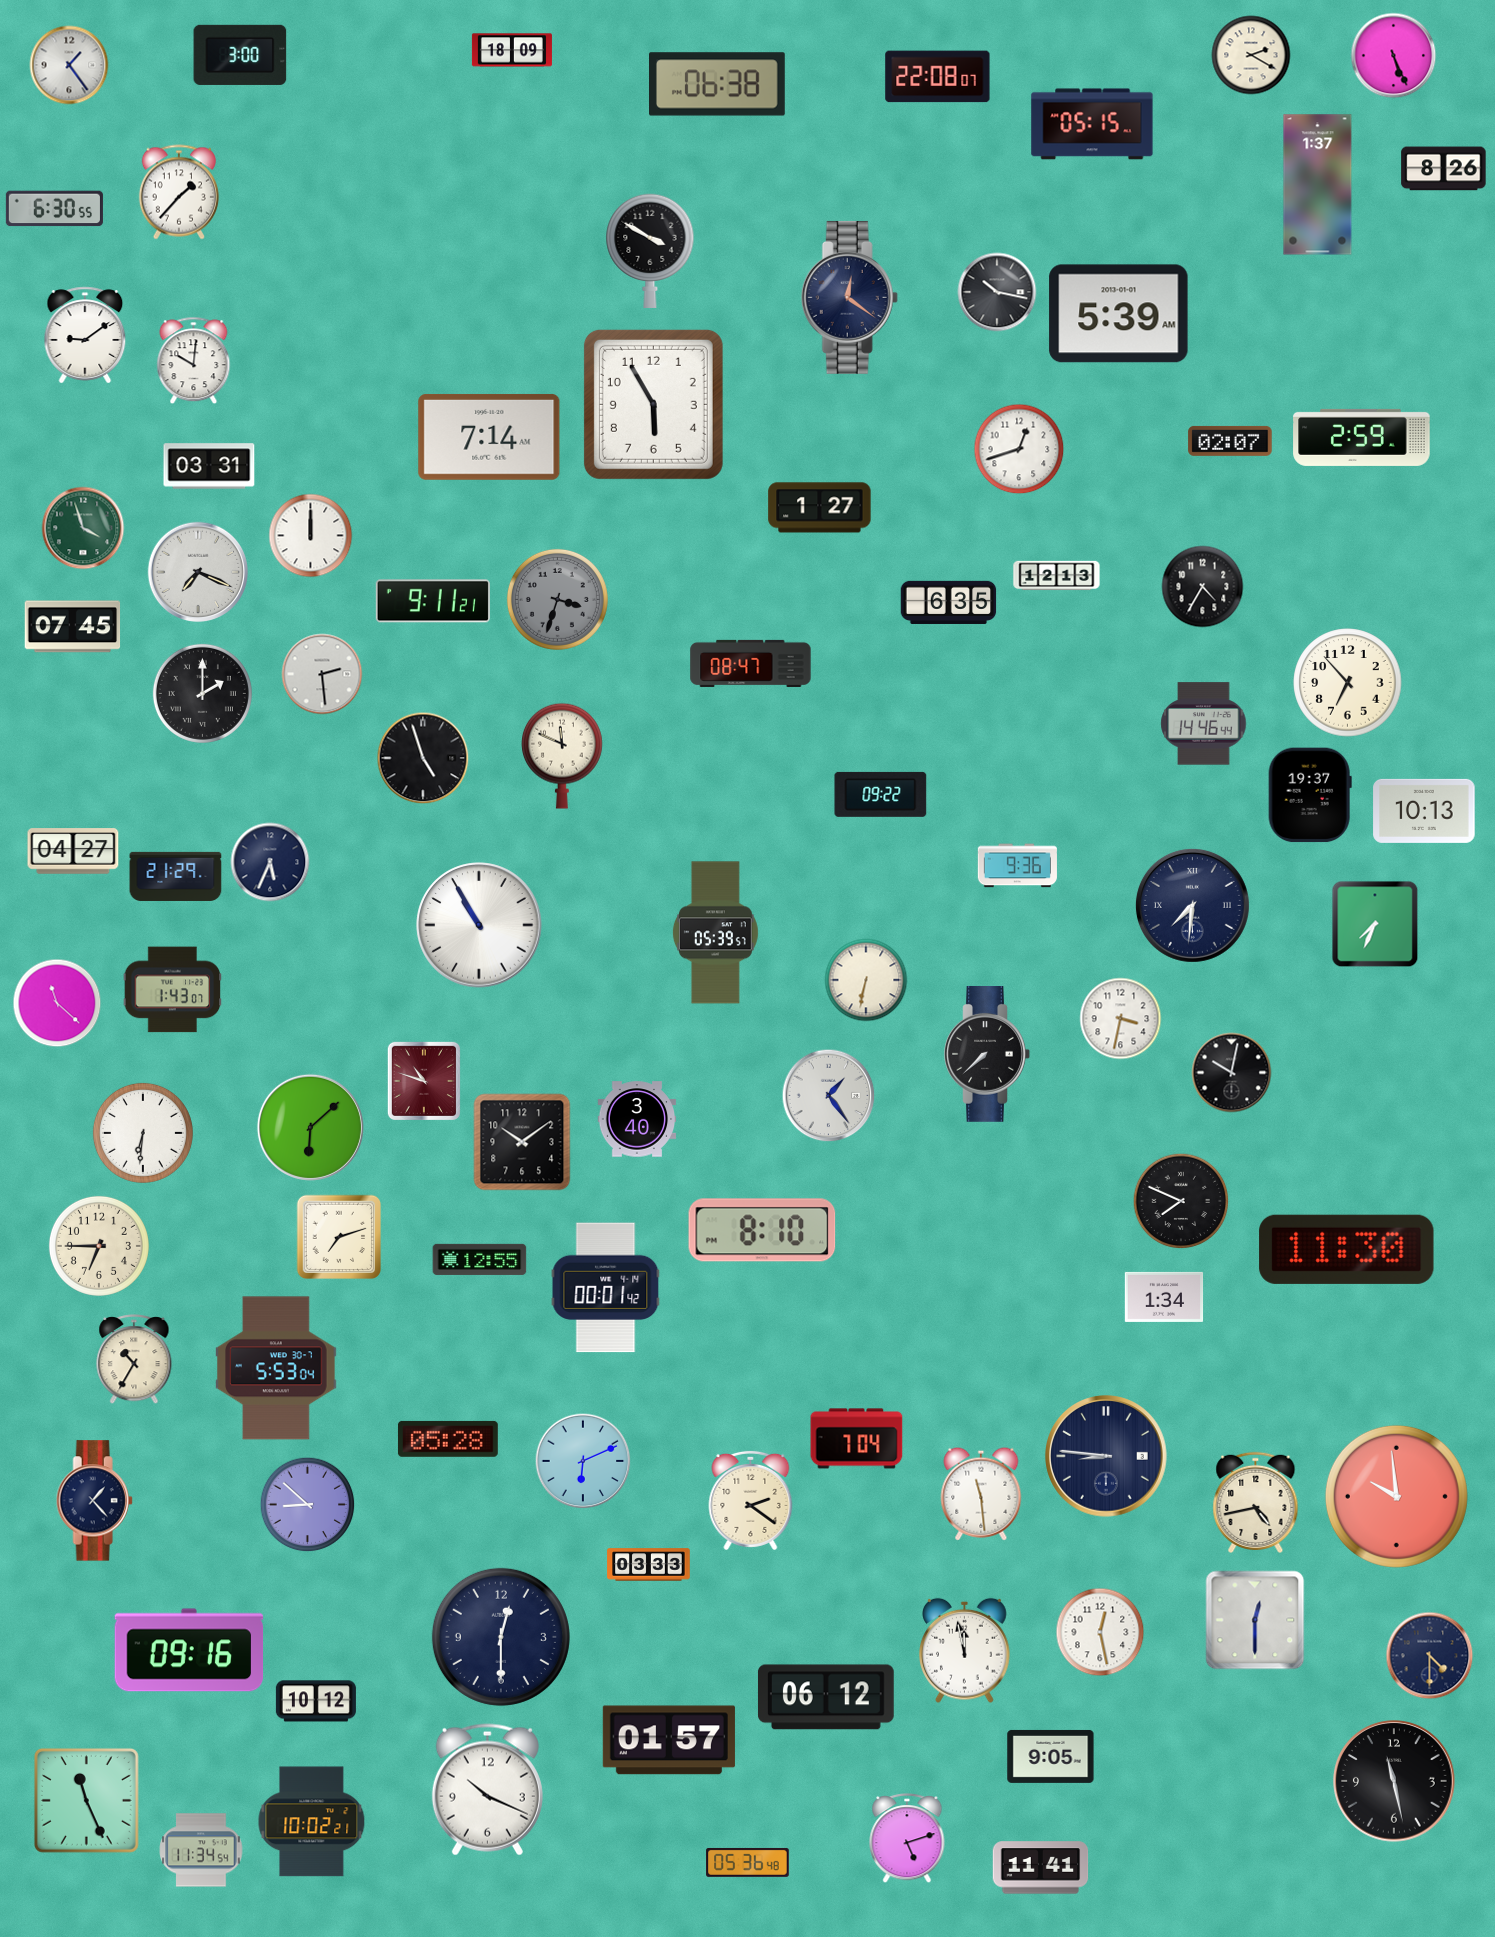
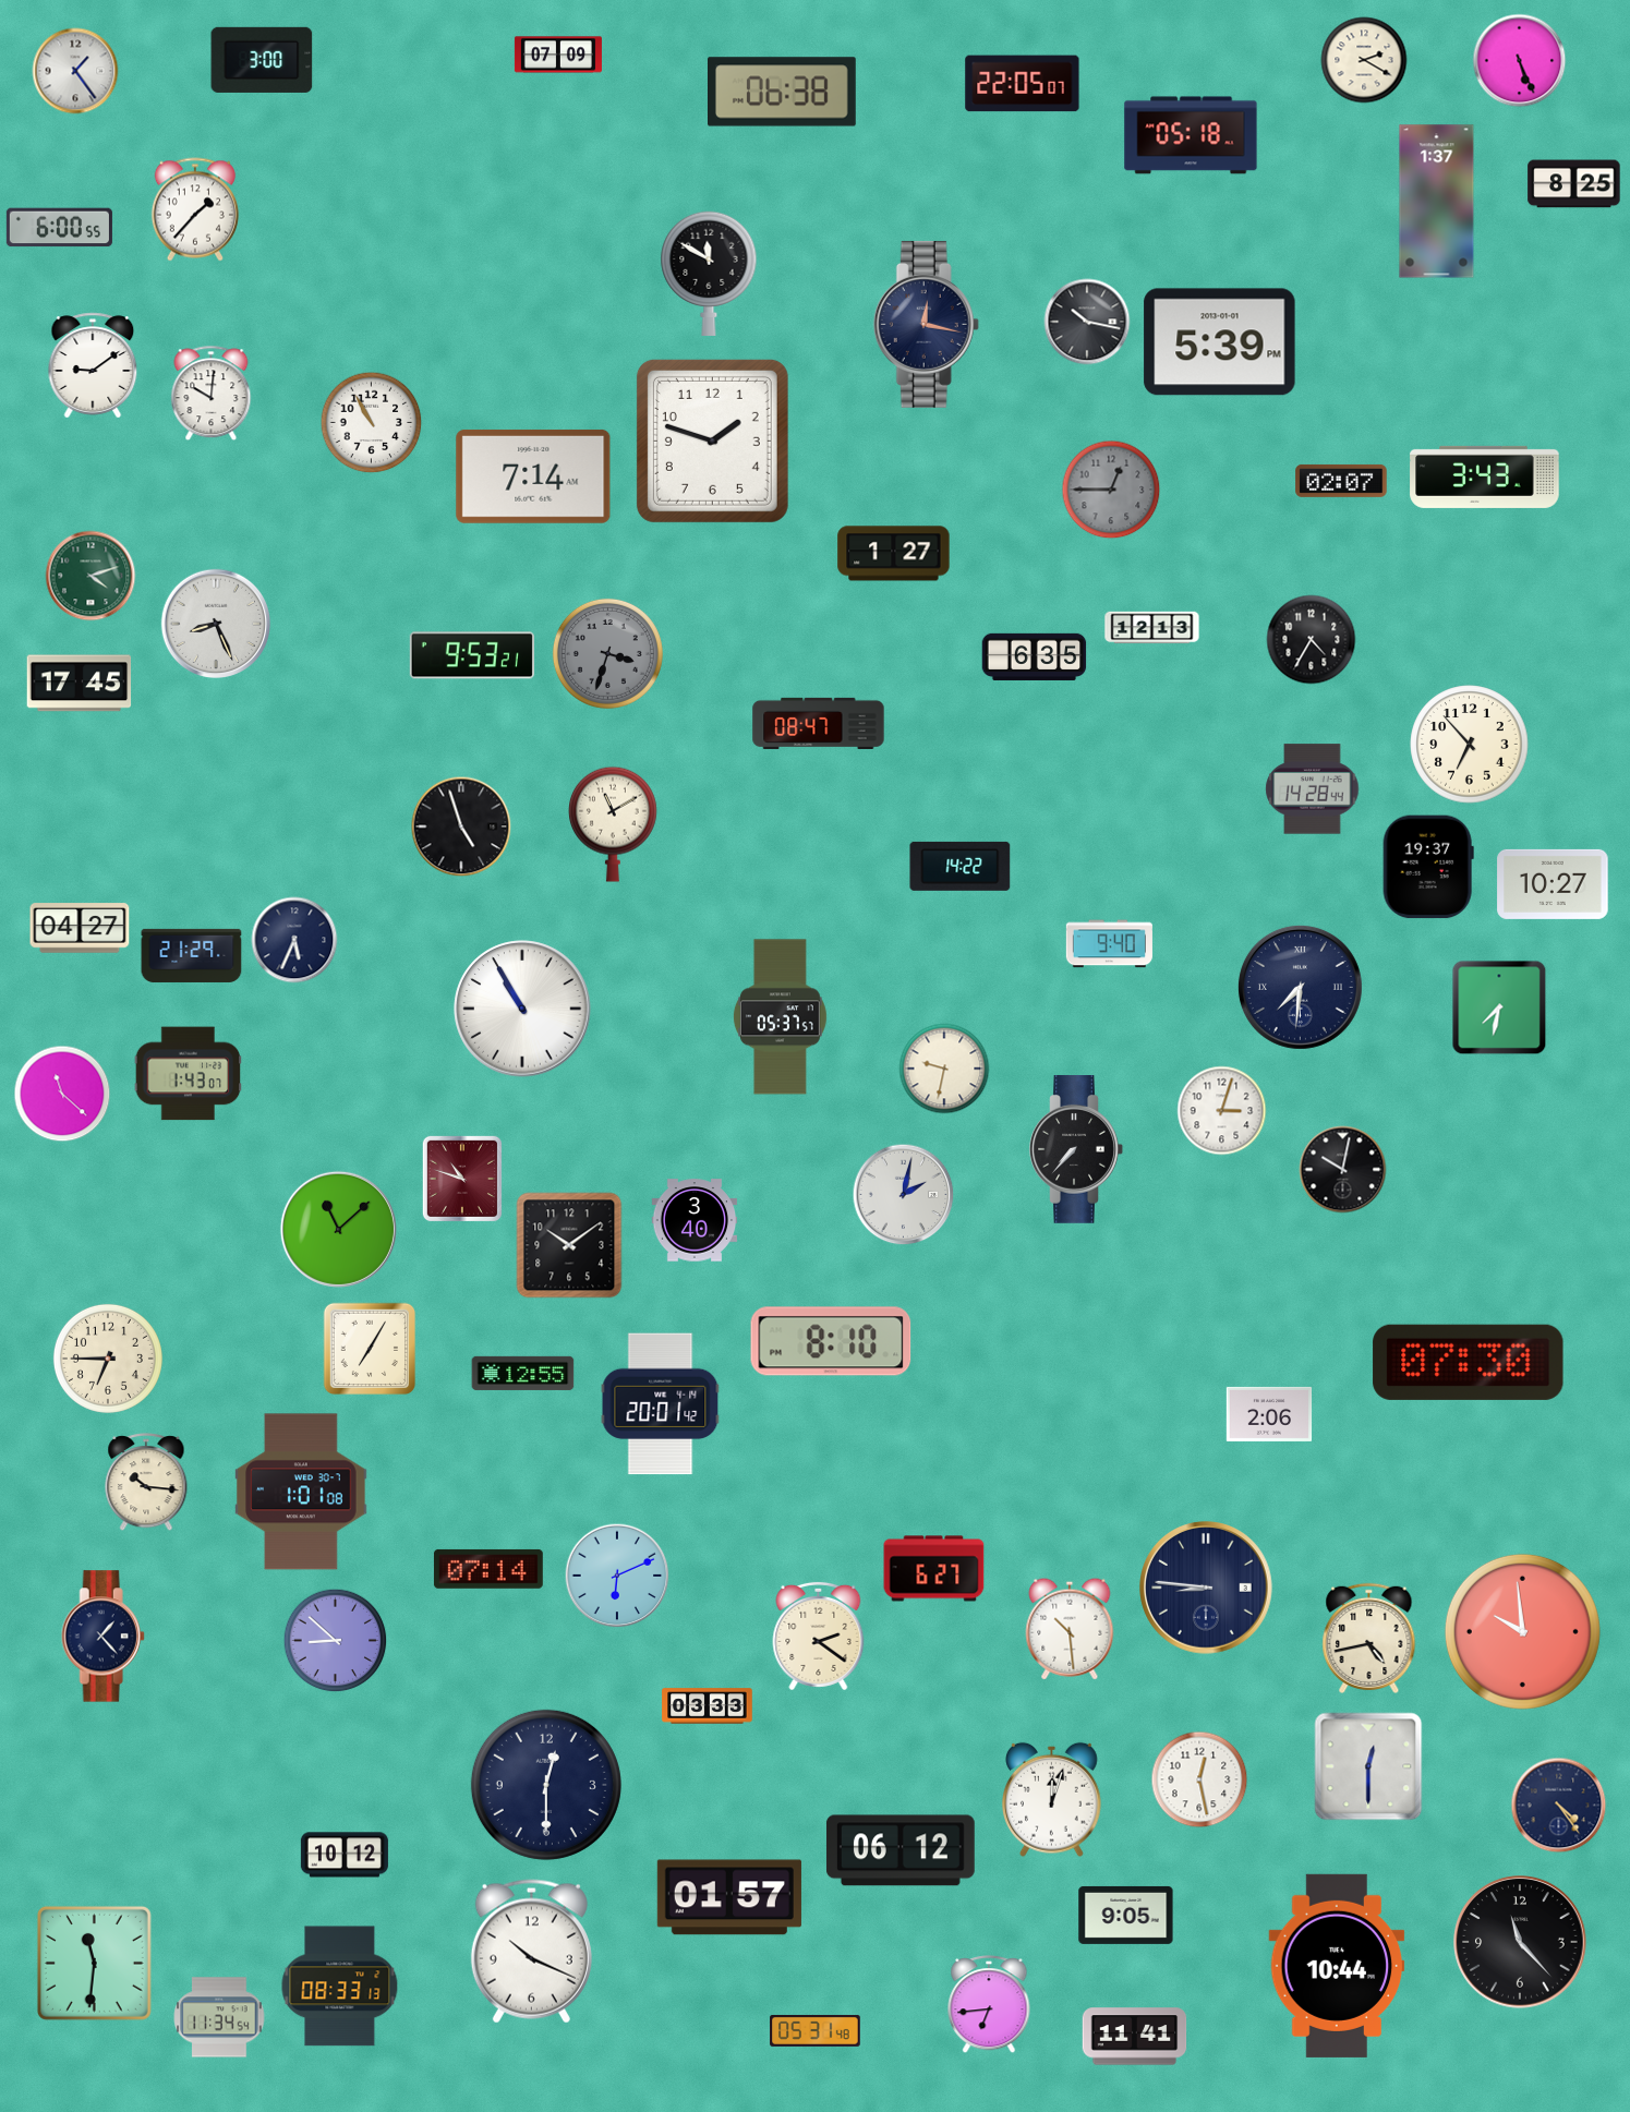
clock at (512, 50): 18:09 -> 07:09
clock at (938, 77): 22:08 -> 22:05
clock at (1092, 124): 05:15 -> 05:18
clock at (1444, 169): 8:26 -> 8:25
clock at (54, 209): 6:30 -> 6:00
clock at (650, 251): 3:50 -> 11:50
clock at (997, 292) position: (997, 292) -> (1087, 322)
clock at (849, 297): 12:21 -> 12:17
clock at (1119, 314): 5:39 AM -> 5:39 PM
clock at (372, 423): none -> 10:55
clock at (653, 404): 5:55 -> 1:48
clock at (1362, 437): 2:59 -> 3:43
clock at (1019, 449): 12:42 -> 12:45
clock at (1019, 449) dial: white -> grey
clock at (209, 466): 03:31 -> none
clock at (83, 528): 3:57 -> 4:12
clock at (311, 536): 12:00 -> none
clock at (197, 571): 7:19 -> 8:26
clock at (433, 601): 9:11 -> 9:53
clock at (73, 627): 07:45 -> 17:45
clock at (322, 674): 2:29 -> none
clock at (202, 693): 2:00 -> none
clock at (1204, 724): 14:46 -> 14:28
clock at (563, 756): 11:49 -> 11:10
clock at (881, 794): 09:22 -> 14:22
clock at (1424, 811): 10:13 -> 10:27
clock at (1017, 866): 9:36 -> 9:40
clock at (1375, 924): 7:34 -> 7:32
clock at (715, 933): 05:39 -> 05:37
clock at (866, 980): 6:32 -> 9:32
clock at (173, 990) position: (173, 990) -> (189, 1074)
clock at (1121, 1019): 3:32 -> 3:03
clock at (987, 1055): 7:38 -> 7:37
clock at (829, 1096): 1:24 -> 2:02
clock at (310, 1127): 6:08 -> 11:08
clock at (143, 1133): 6:31 -> none
clock at (1181, 1201): 7:49 -> none
clock at (339, 1237): 7:12 -> 7:05
clock at (1347, 1249): 11:30 -> 07:30
clock at (606, 1288): 00:01 -> 20:01
clock at (1164, 1297): 1:34 -> 2:06
clock at (134, 1360): 10:35 -> 10:16
clock at (276, 1368): 5:53 -> 1:01
clock at (448, 1439): 05:28 -> 07:14
clock at (857, 1439): 7:04 -> 6:27
clock at (583, 1461) position: (583, 1461) -> (617, 1576)
clock at (981, 1494): 11:29 -> 10:29
clock at (189, 1650): 09:16 -> none
clock at (965, 1650): 11:58 -> 12:03
clock at (1430, 1656): 4:30 -> 4:24
clock at (1051, 1756) position: (1051, 1756) -> (1126, 1915)
clock at (1394, 1781): 11:28 -> 11:23
clock at (86, 1800): 11:26 -> 11:31
clock at (1337, 1966): none -> 10:44
clock at (312, 1822): 10:02 -> 08:33
clock at (907, 1839): 5:12 -> 6:44
clock at (748, 1862): 05:36 -> 05:31
